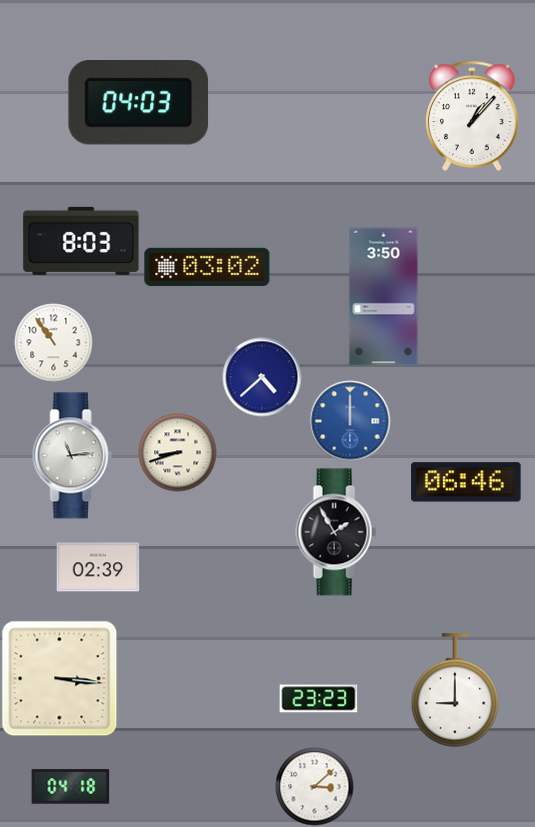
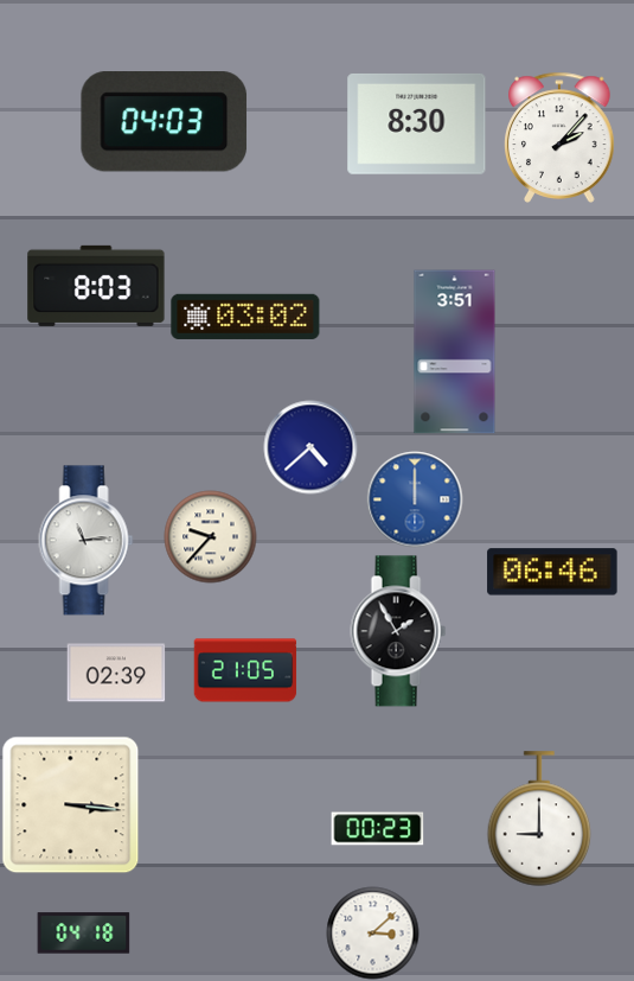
clock at (417, 123): none -> 8:30
clock at (472, 116): 1:07 -> 2:07
clock at (384, 297): 3:50 -> 3:51
clock at (53, 342): 10:54 -> none
clock at (177, 452): 8:42 -> 9:37
clock at (245, 670): none -> 21:05
clock at (318, 699): 23:23 -> 00:23
